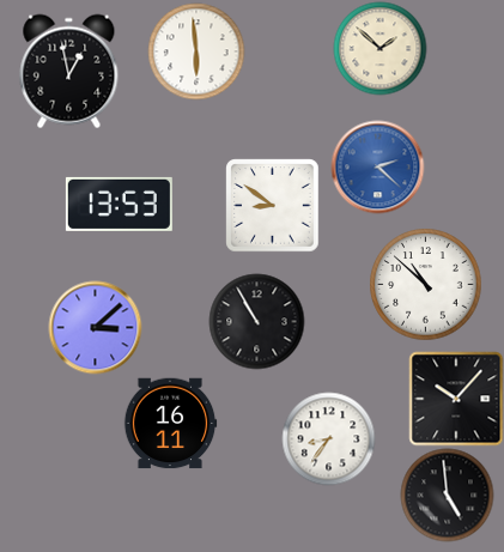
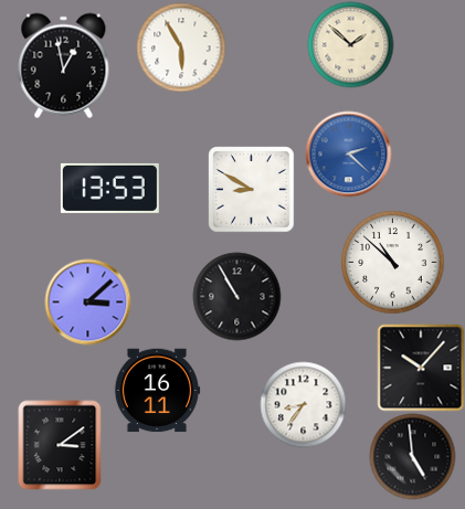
clock at (196, 51): 5:59 -> 5:55
clock at (272, 205): 8:51 -> 8:50
clock at (60, 445): none -> 3:09
